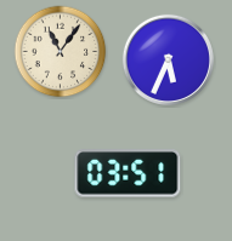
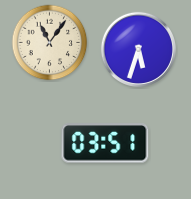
clock at (168, 59): 5:34 -> 5:33
